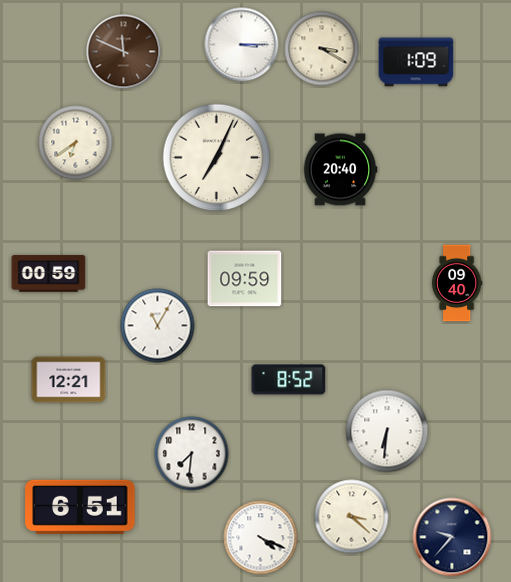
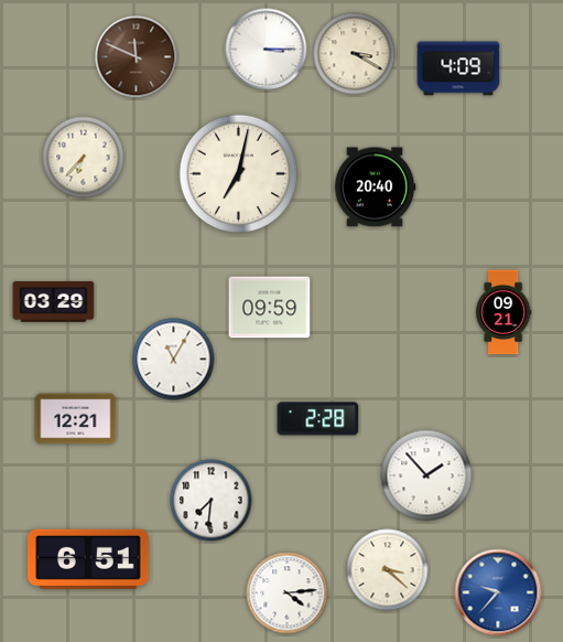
clock at (416, 62): 1:09 -> 4:09
clock at (76, 143): 6:39 -> 6:37
clock at (217, 158): 7:04 -> 7:02
clock at (49, 274): 00:59 -> 03:29
clock at (457, 283): 09:40 -> 09:21
clock at (289, 380): 8:52 -> 2:28
clock at (387, 431): 6:31 -> 1:53
clock at (452, 537) dial: navy -> blue
clock at (261, 538): 4:19 -> 4:14
